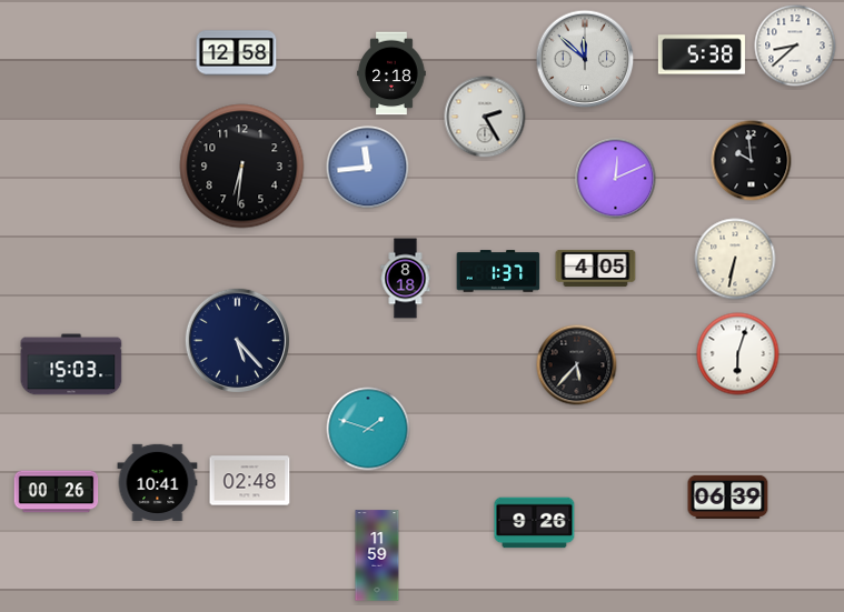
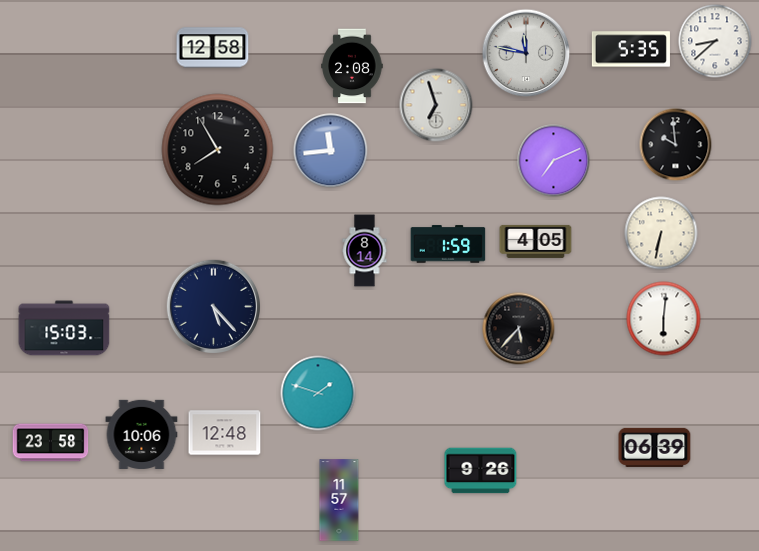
clock at (702, 54): 5:38 -> 5:35
clock at (585, 59): 11:52 -> 11:47
clock at (391, 73): 2:18 -> 2:08
clock at (485, 117): 2:25 -> 6:57
clock at (242, 167): 6:31 -> 7:55
clock at (616, 179): 12:11 -> 7:11
clock at (498, 271): 1:37 -> 1:59
clock at (406, 279): 8:18 -> 8:14
clock at (738, 354): 6:03 -> 6:01
clock at (368, 429) position: (368, 429) -> (318, 393)
clock at (250, 481): 02:48 -> 12:48
clock at (158, 482): 10:41 -> 10:06
clock at (57, 492): 00:26 -> 23:58
clock at (377, 555): 11:59 -> 11:57
